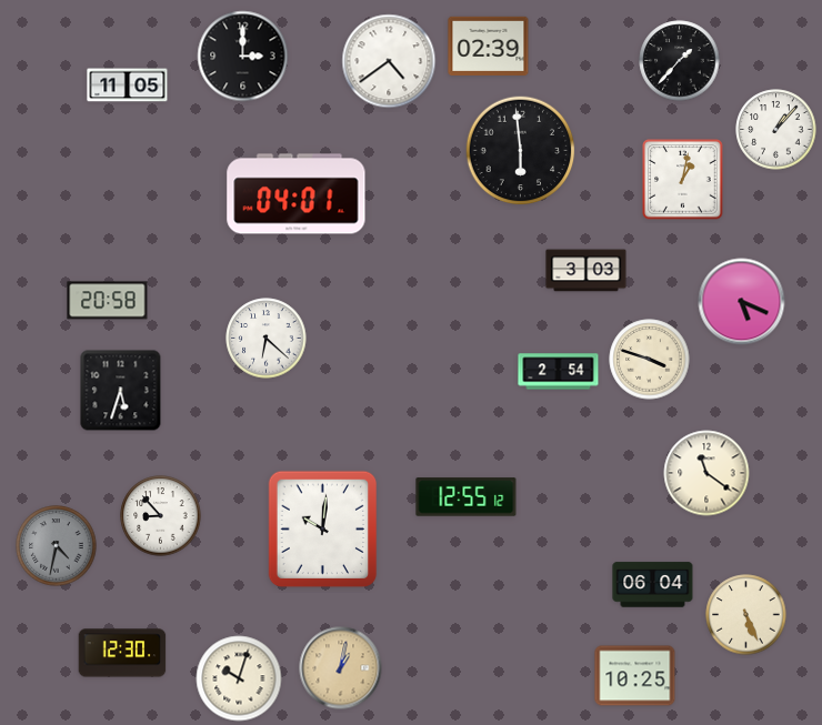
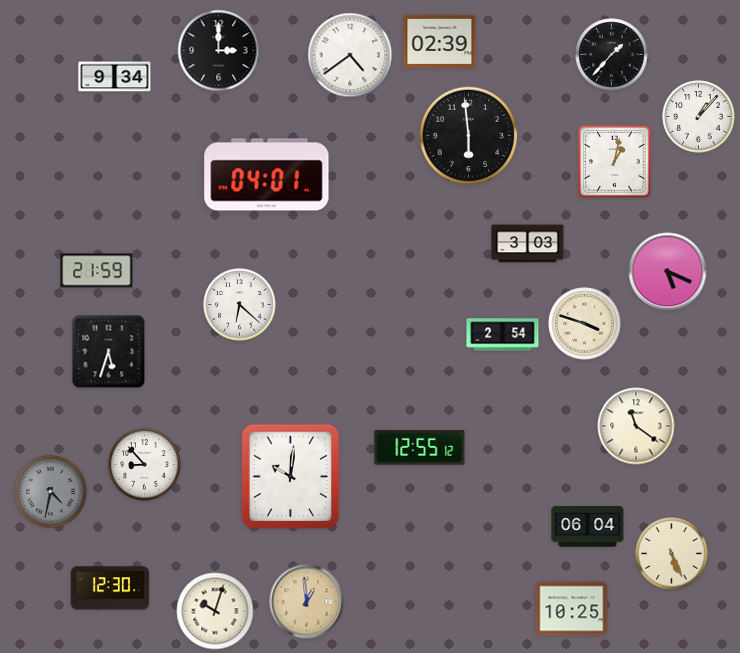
clock at (128, 85): 11:05 -> 9:34
clock at (108, 301): 20:58 -> 21:59
clock at (341, 668): 1:02 -> 12:59
